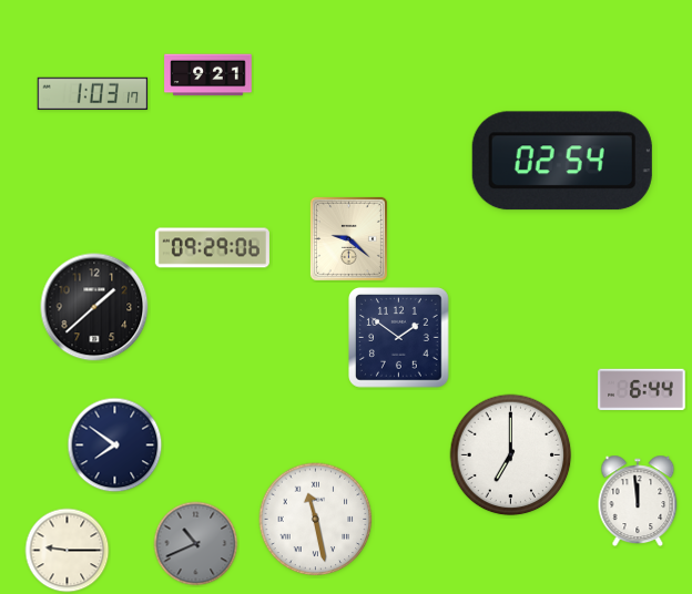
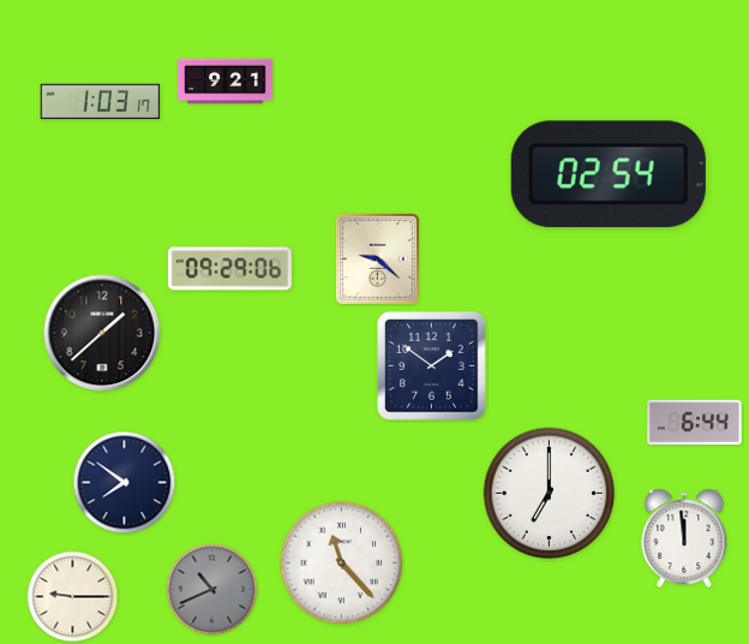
clock at (511, 455) position: (511, 455) -> (550, 494)
clock at (638, 501) position: (638, 501) -> (684, 538)
clock at (316, 520): 11:28 -> 11:23
